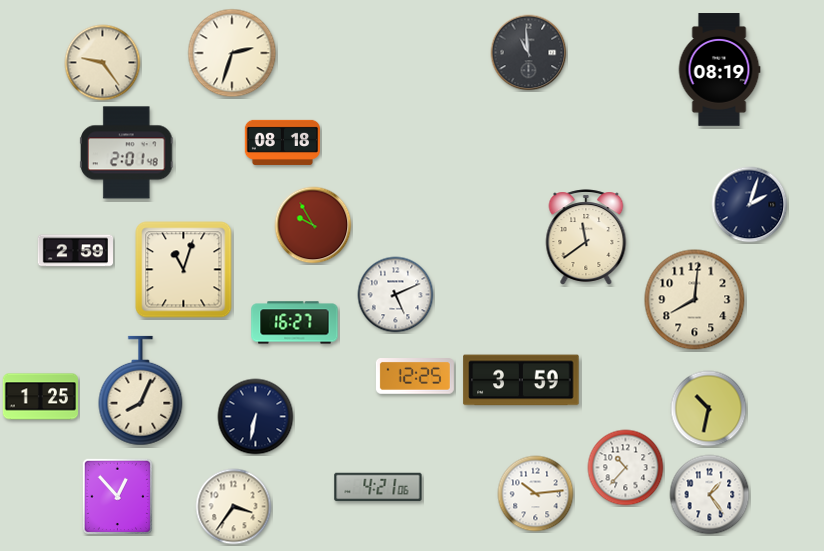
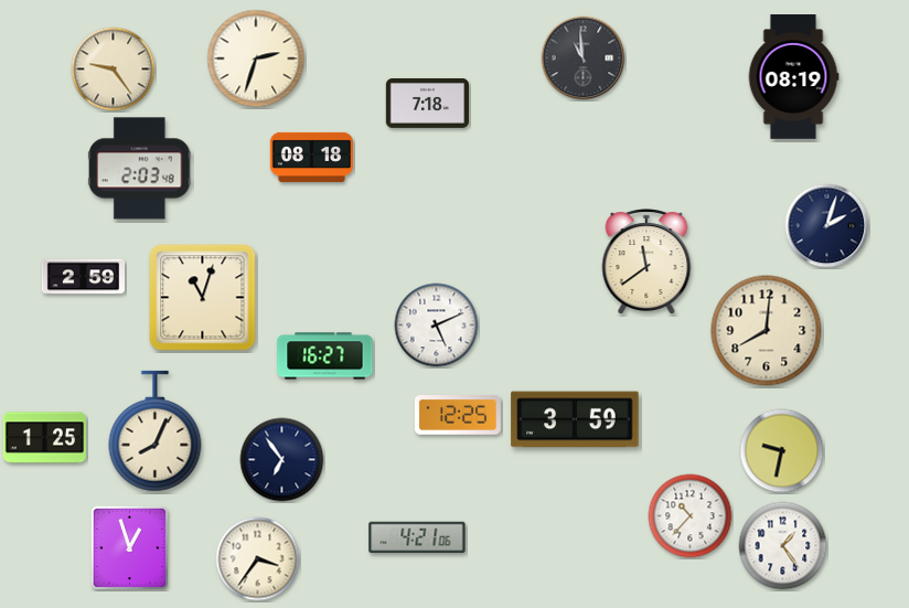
clock at (427, 103): none -> 7:18
clock at (127, 153): 2:01 -> 2:03
clock at (313, 225): 9:55 -> none
clock at (709, 409): 10:32 -> 9:32
clock at (256, 417): 6:32 -> 6:54
clock at (536, 494): 10:14 -> none
clock at (117, 496): 12:53 -> 12:57
